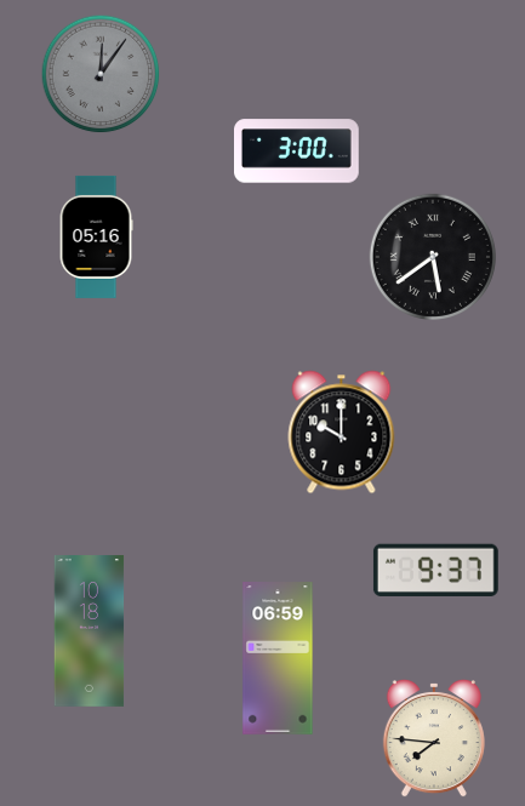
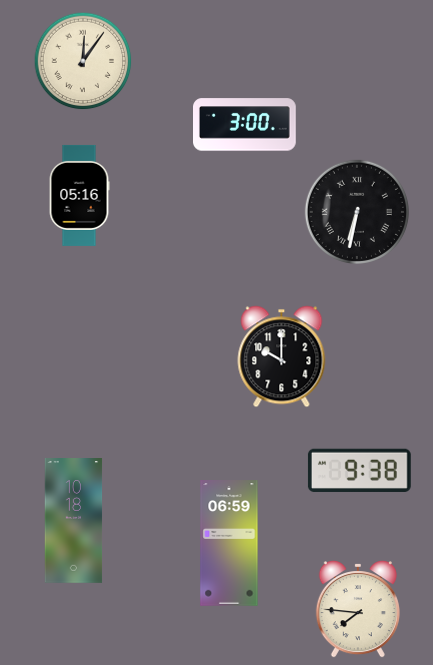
clock at (101, 74) dial: grey -> cream
clock at (433, 257): 5:39 -> 6:32
clock at (435, 570): 9:37 -> 9:38
